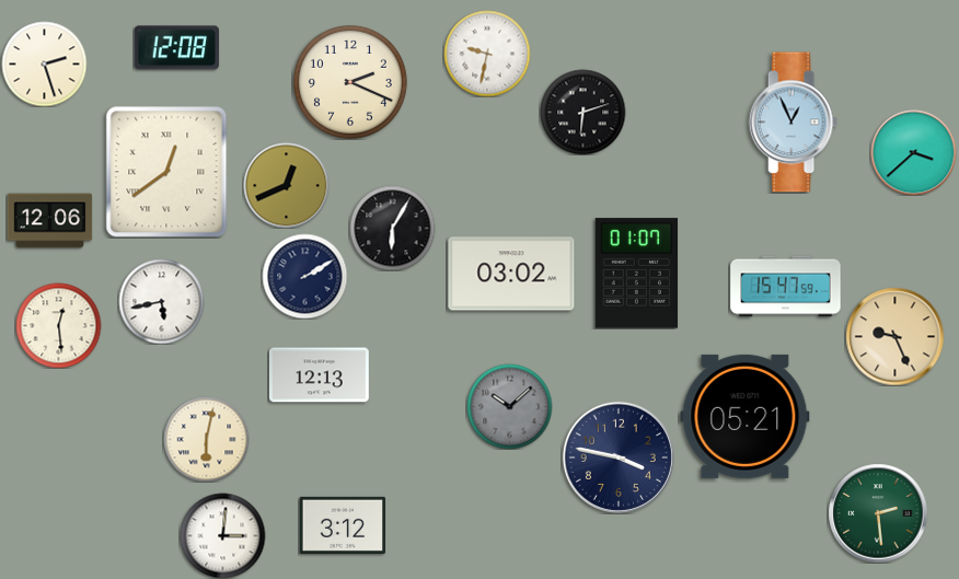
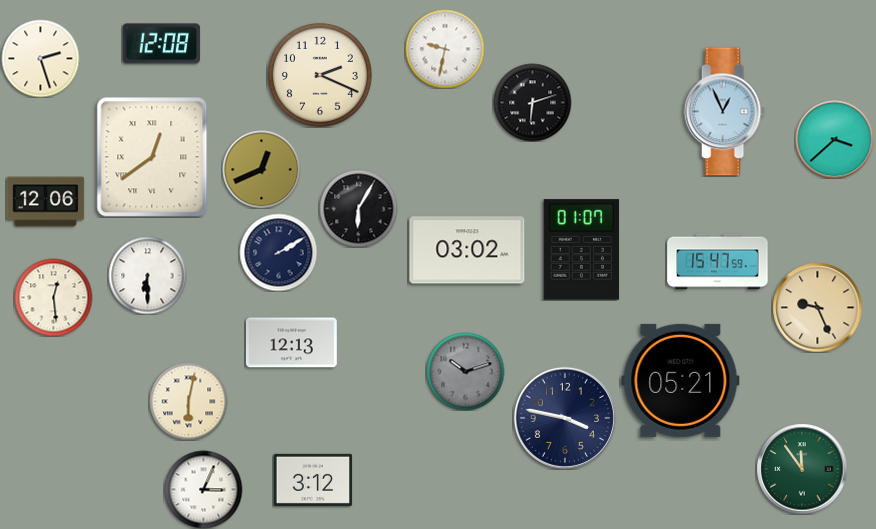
clock at (161, 301): 5:43 -> 6:30
clock at (509, 406): 10:08 -> 10:12
clock at (878, 513): 2:29 -> 11:54
clock at (222, 535): 3:01 -> 3:04
